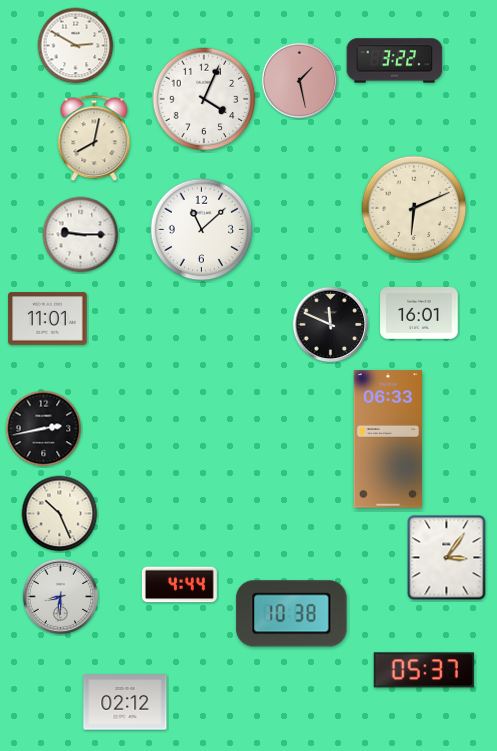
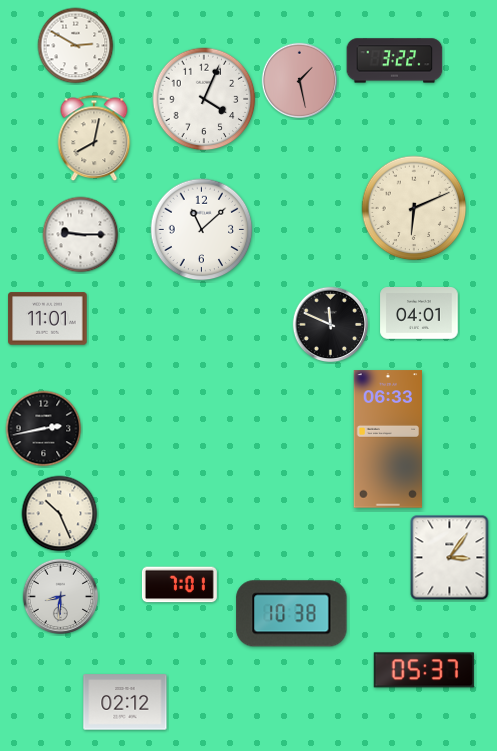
clock at (419, 313): 16:01 -> 04:01
clock at (447, 558) position: (447, 558) -> (450, 558)
clock at (179, 585): 4:44 -> 7:01
